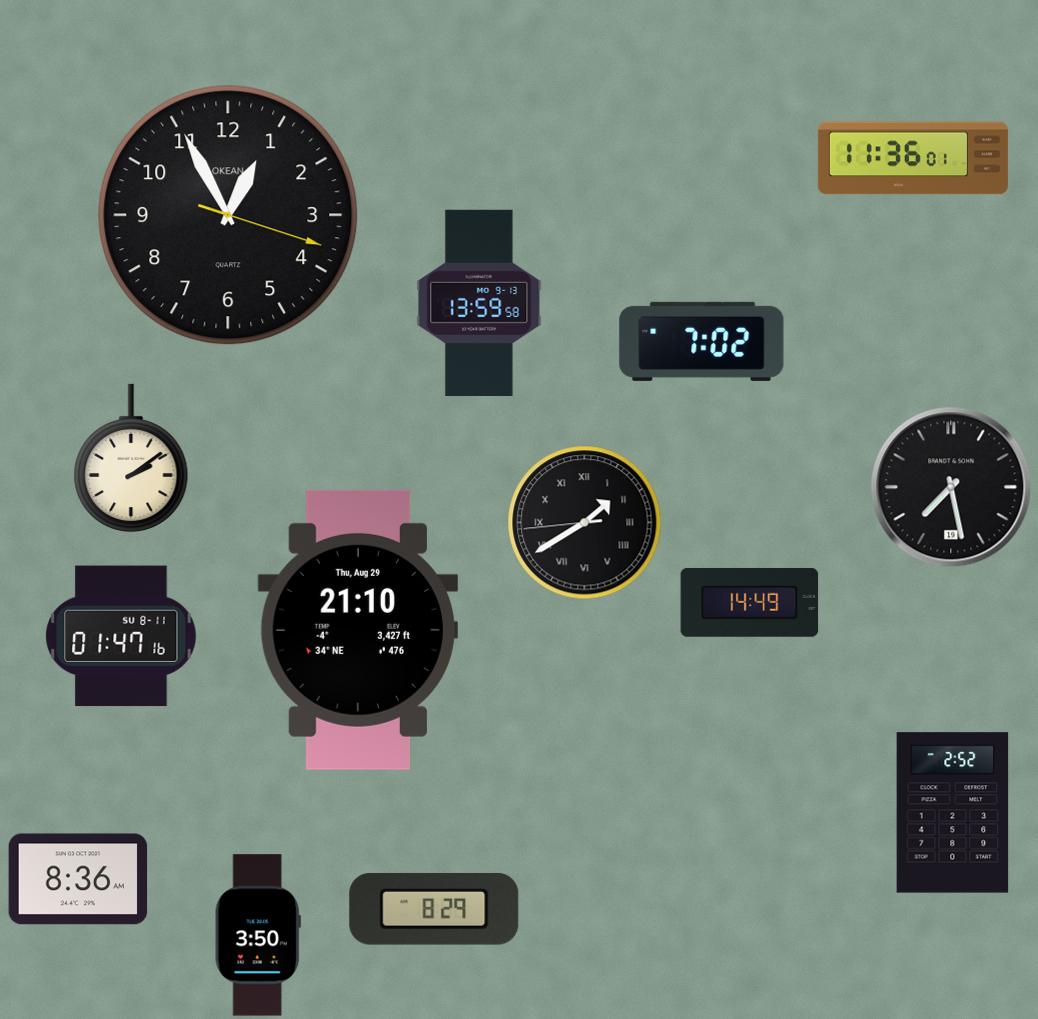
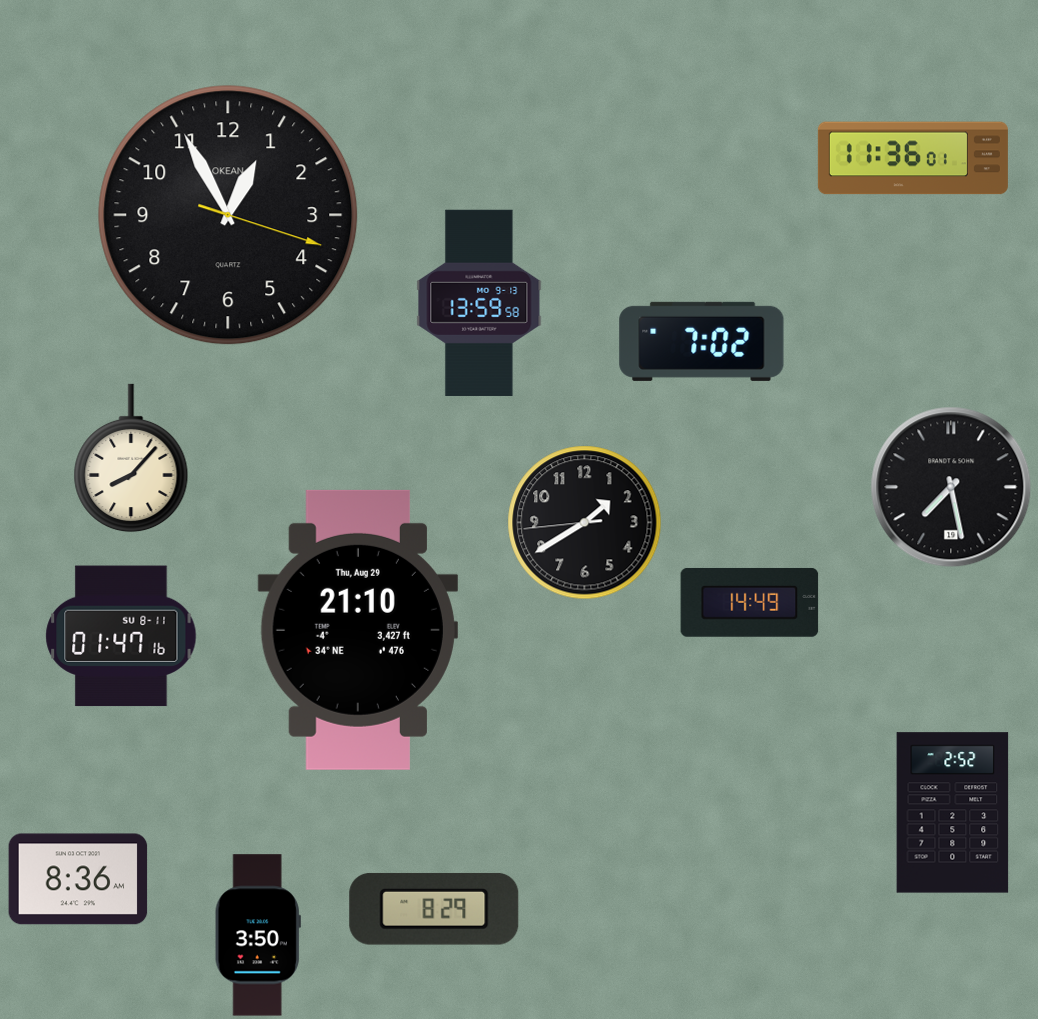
clock at (131, 458): 2:09 -> 8:07
clock at (585, 523) numerals: Roman -> Arabic
